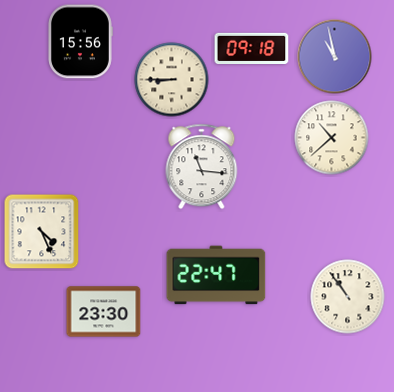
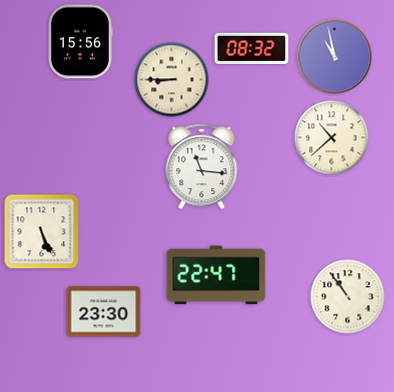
clock at (252, 48): 09:18 -> 08:32
clock at (42, 232): 4:26 -> 5:26
